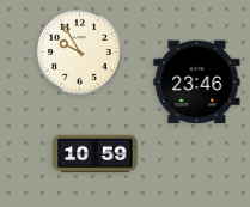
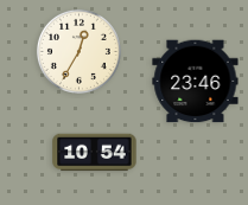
clock at (79, 51): 9:55 -> 12:35
clock at (96, 154): 10:59 -> 10:54
